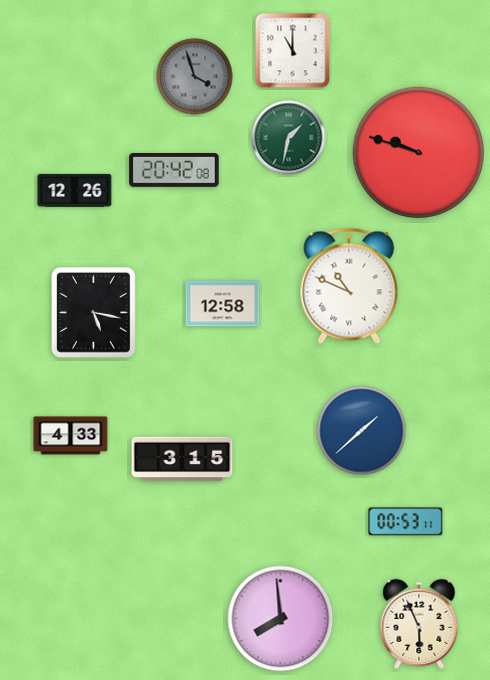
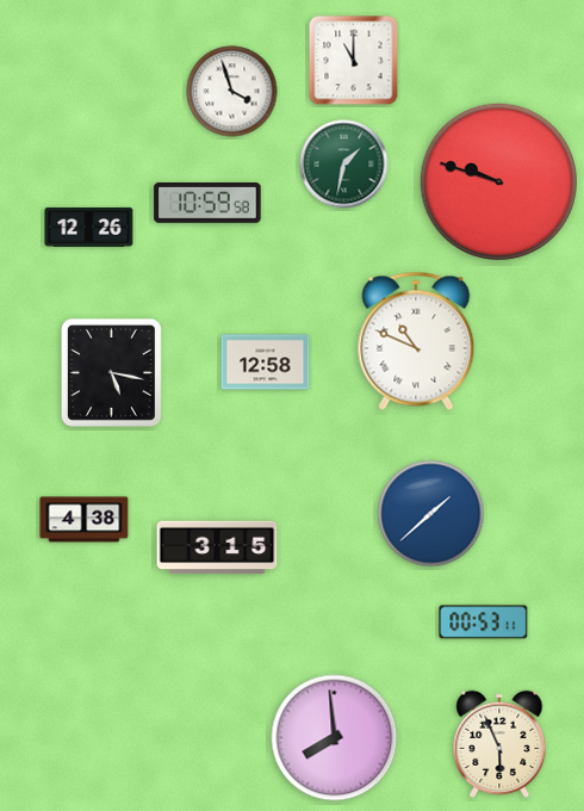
clock at (293, 51) position: (293, 51) -> (354, 61)
clock at (195, 77) dial: grey -> white
clock at (174, 171): 20:42 -> 10:59
clock at (71, 436): 4:33 -> 4:38
